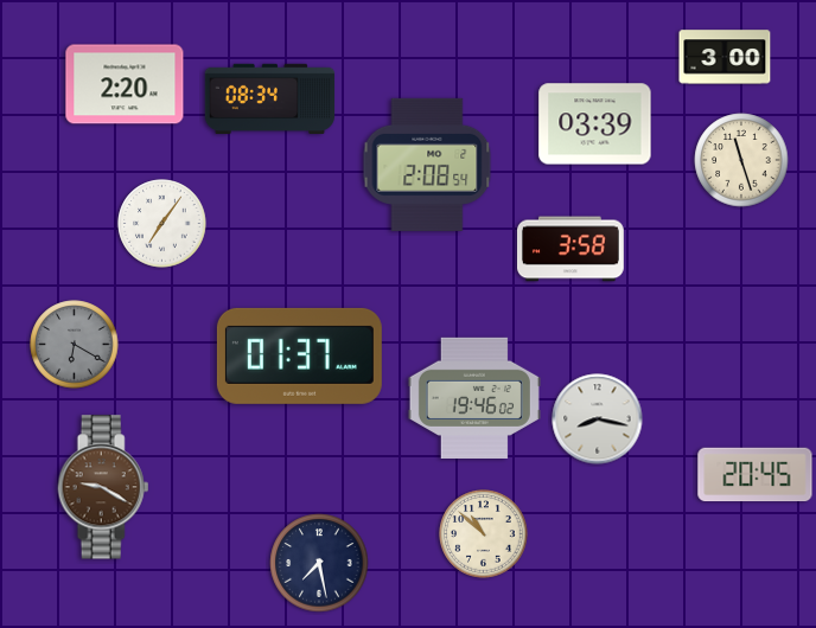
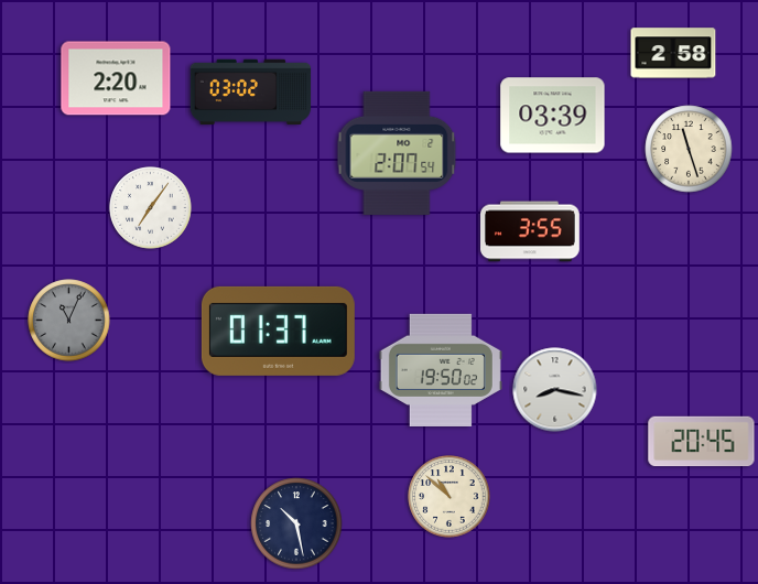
clock at (725, 57): 3:00 -> 2:58
clock at (270, 98): 08:34 -> 03:02
clock at (427, 165): 2:08 -> 2:07
clock at (572, 249): 3:58 -> 3:55
clock at (75, 345): 6:20 -> 11:04
clock at (474, 397): 19:46 -> 19:50
clock at (103, 487): 9:20 -> none
clock at (319, 563): 7:28 -> 10:28
